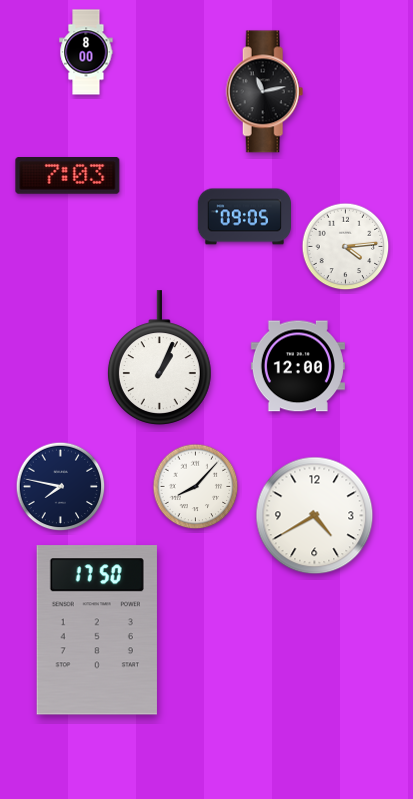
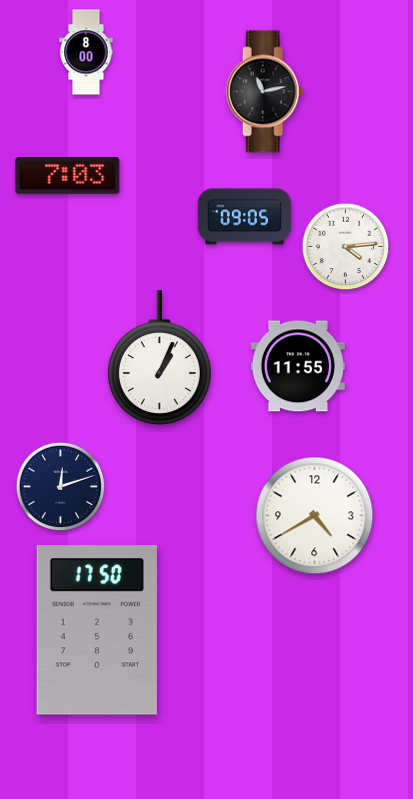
clock at (298, 366): 12:00 -> 11:55
clock at (61, 487): 7:47 -> 12:12
clock at (196, 487): 8:07 -> none
